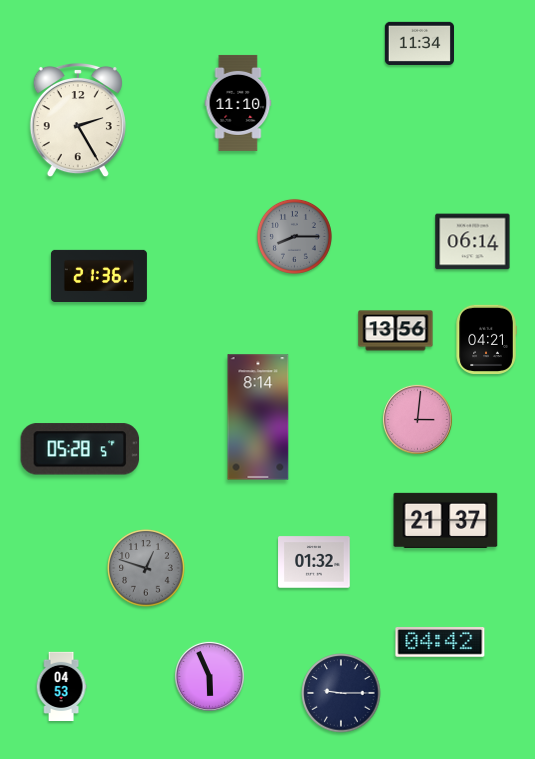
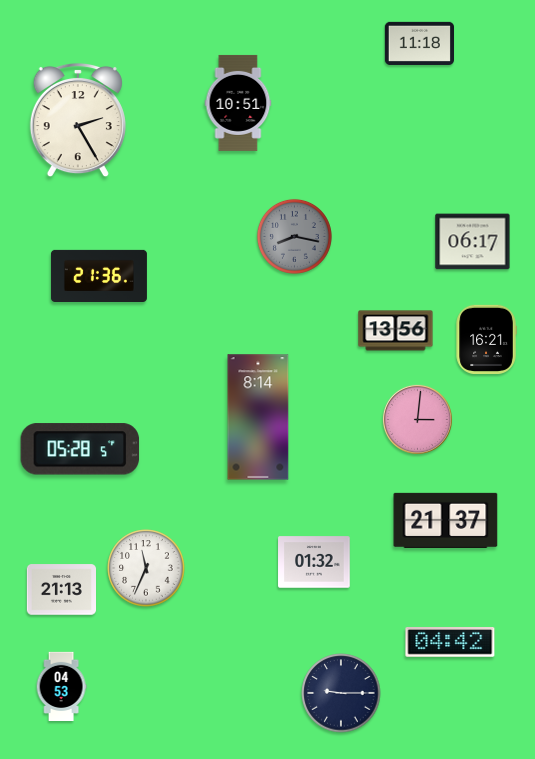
clock at (419, 43): 11:34 -> 11:18
clock at (238, 103): 11:10 -> 10:51
clock at (294, 236): 8:15 -> 8:17
clock at (473, 242): 06:14 -> 06:17
clock at (486, 339): 04:21 -> 16:21
clock at (146, 568): 12:48 -> 11:34
clock at (146, 568) dial: grey -> white
clock at (61, 590): none -> 21:13
clock at (440, 643) position: (440, 643) -> (450, 643)
clock at (209, 676): 5:56 -> none
